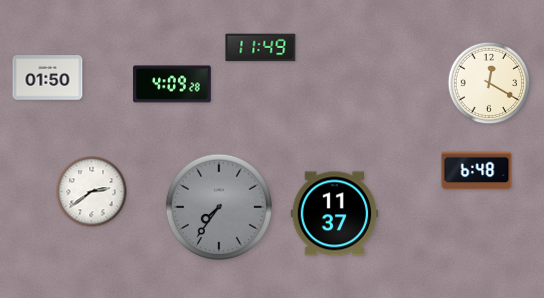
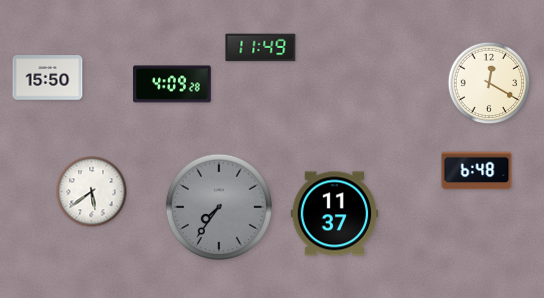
clock at (48, 78): 01:50 -> 15:50
clock at (92, 192): 2:39 -> 5:39
